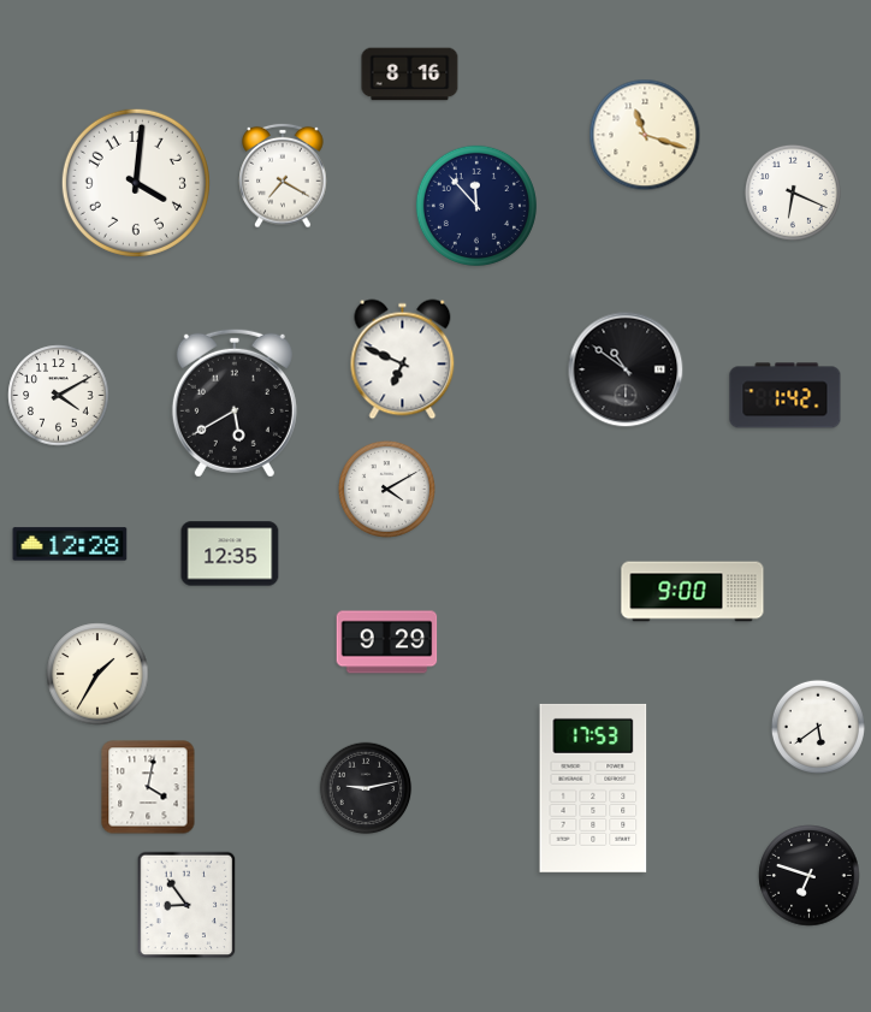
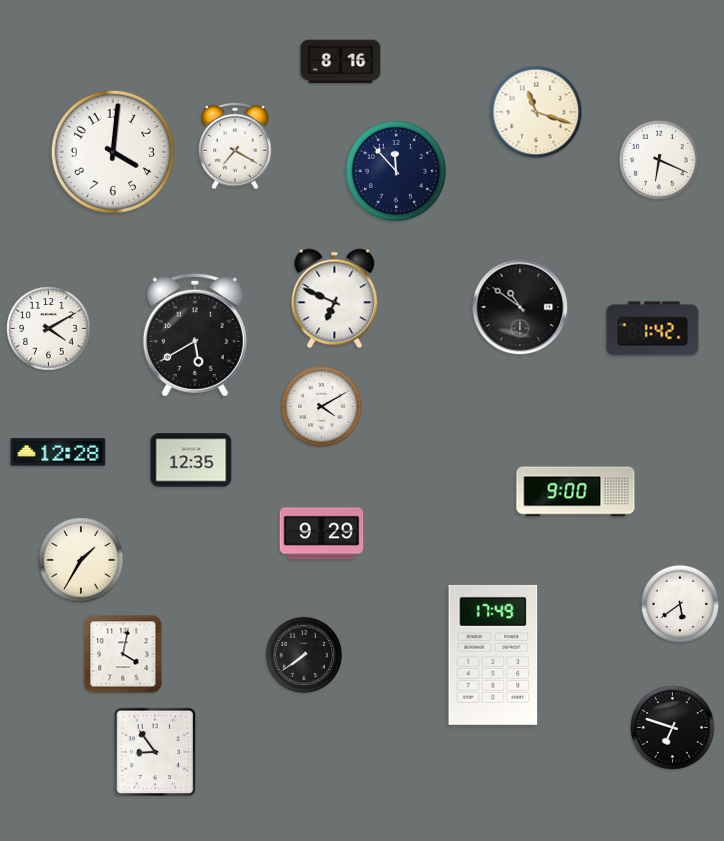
clock at (366, 788): 9:13 -> 7:39
clock at (593, 788): 17:53 -> 17:49
